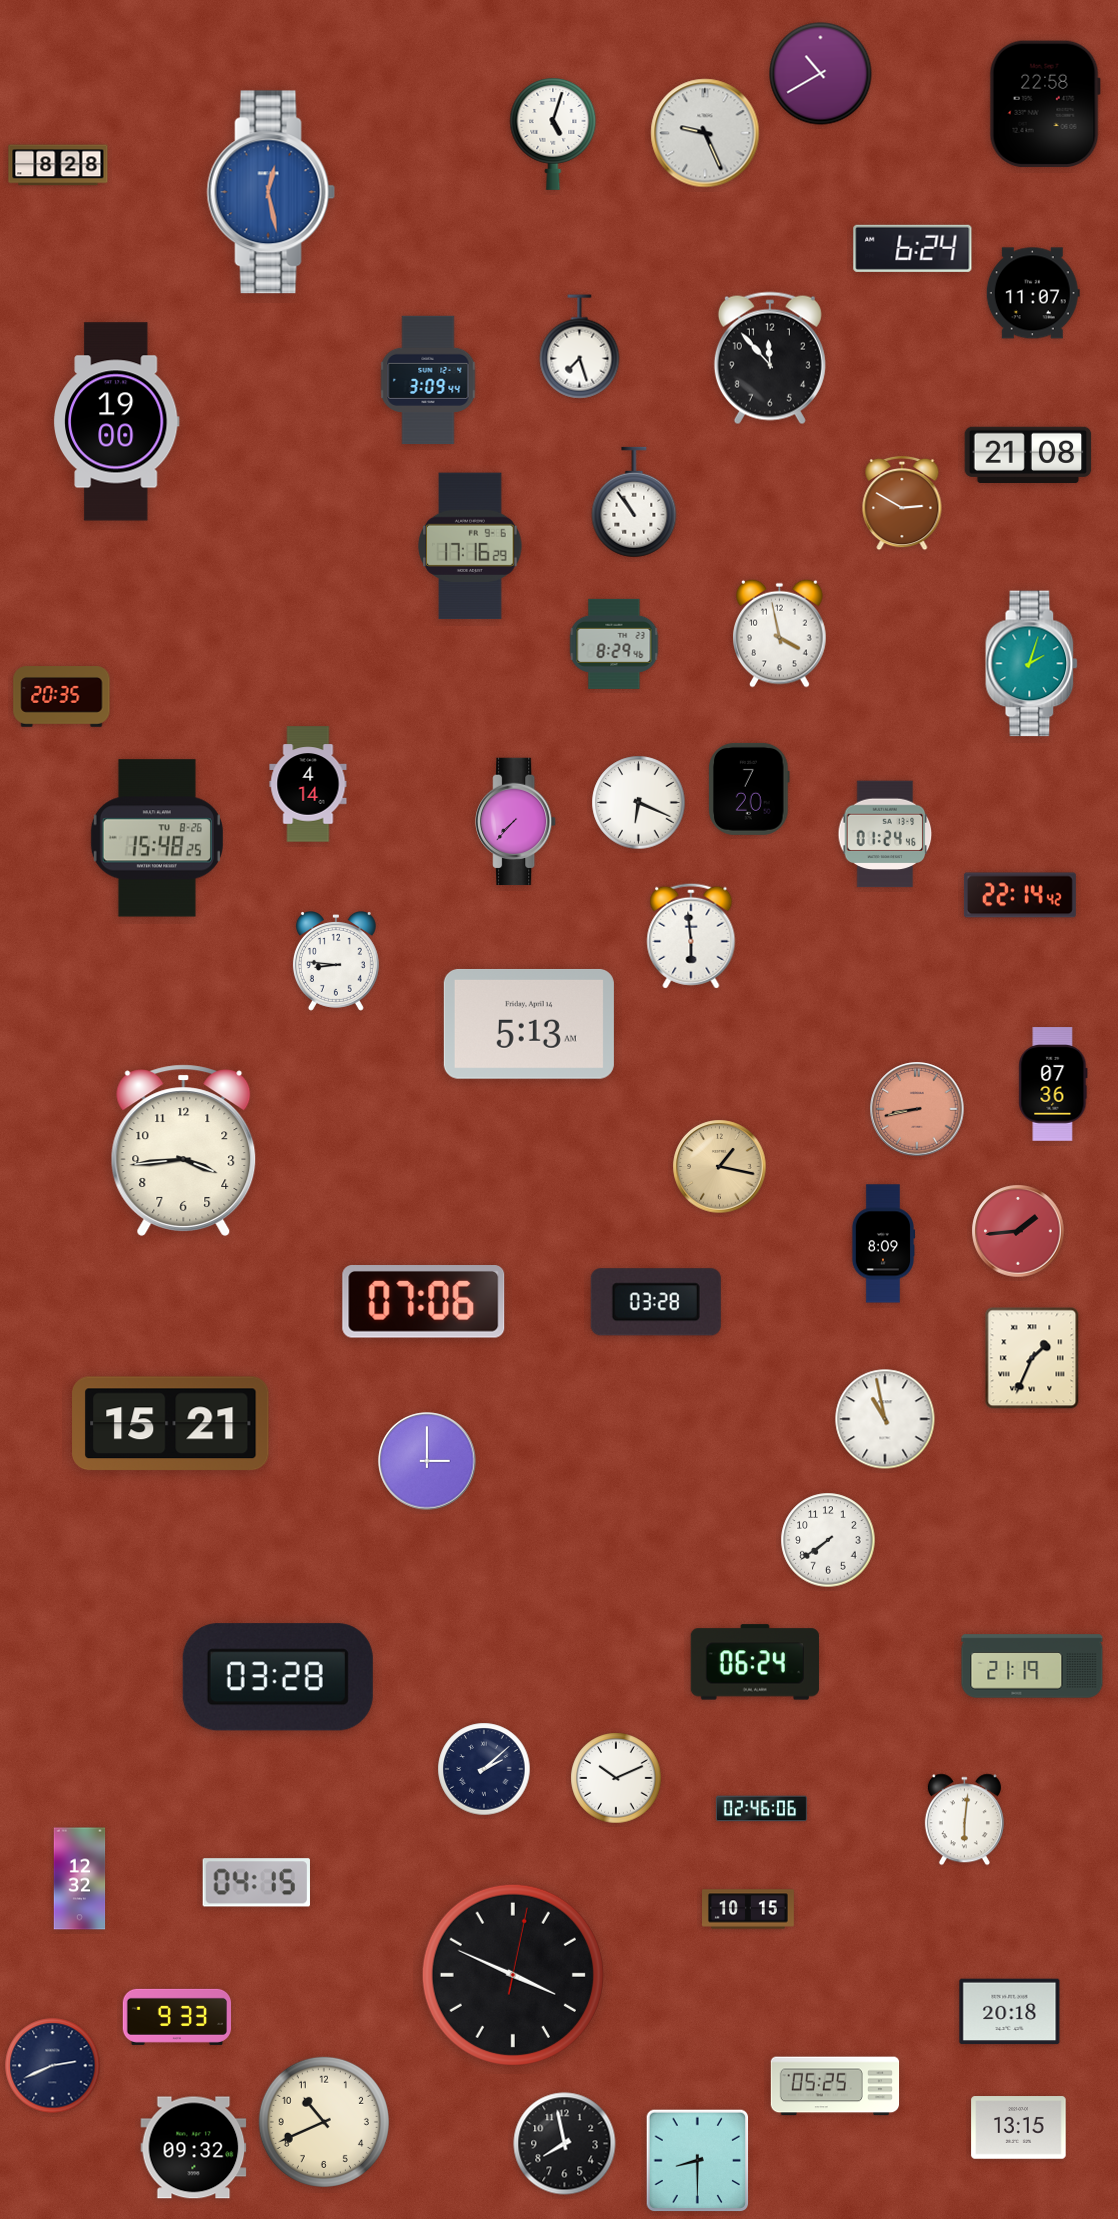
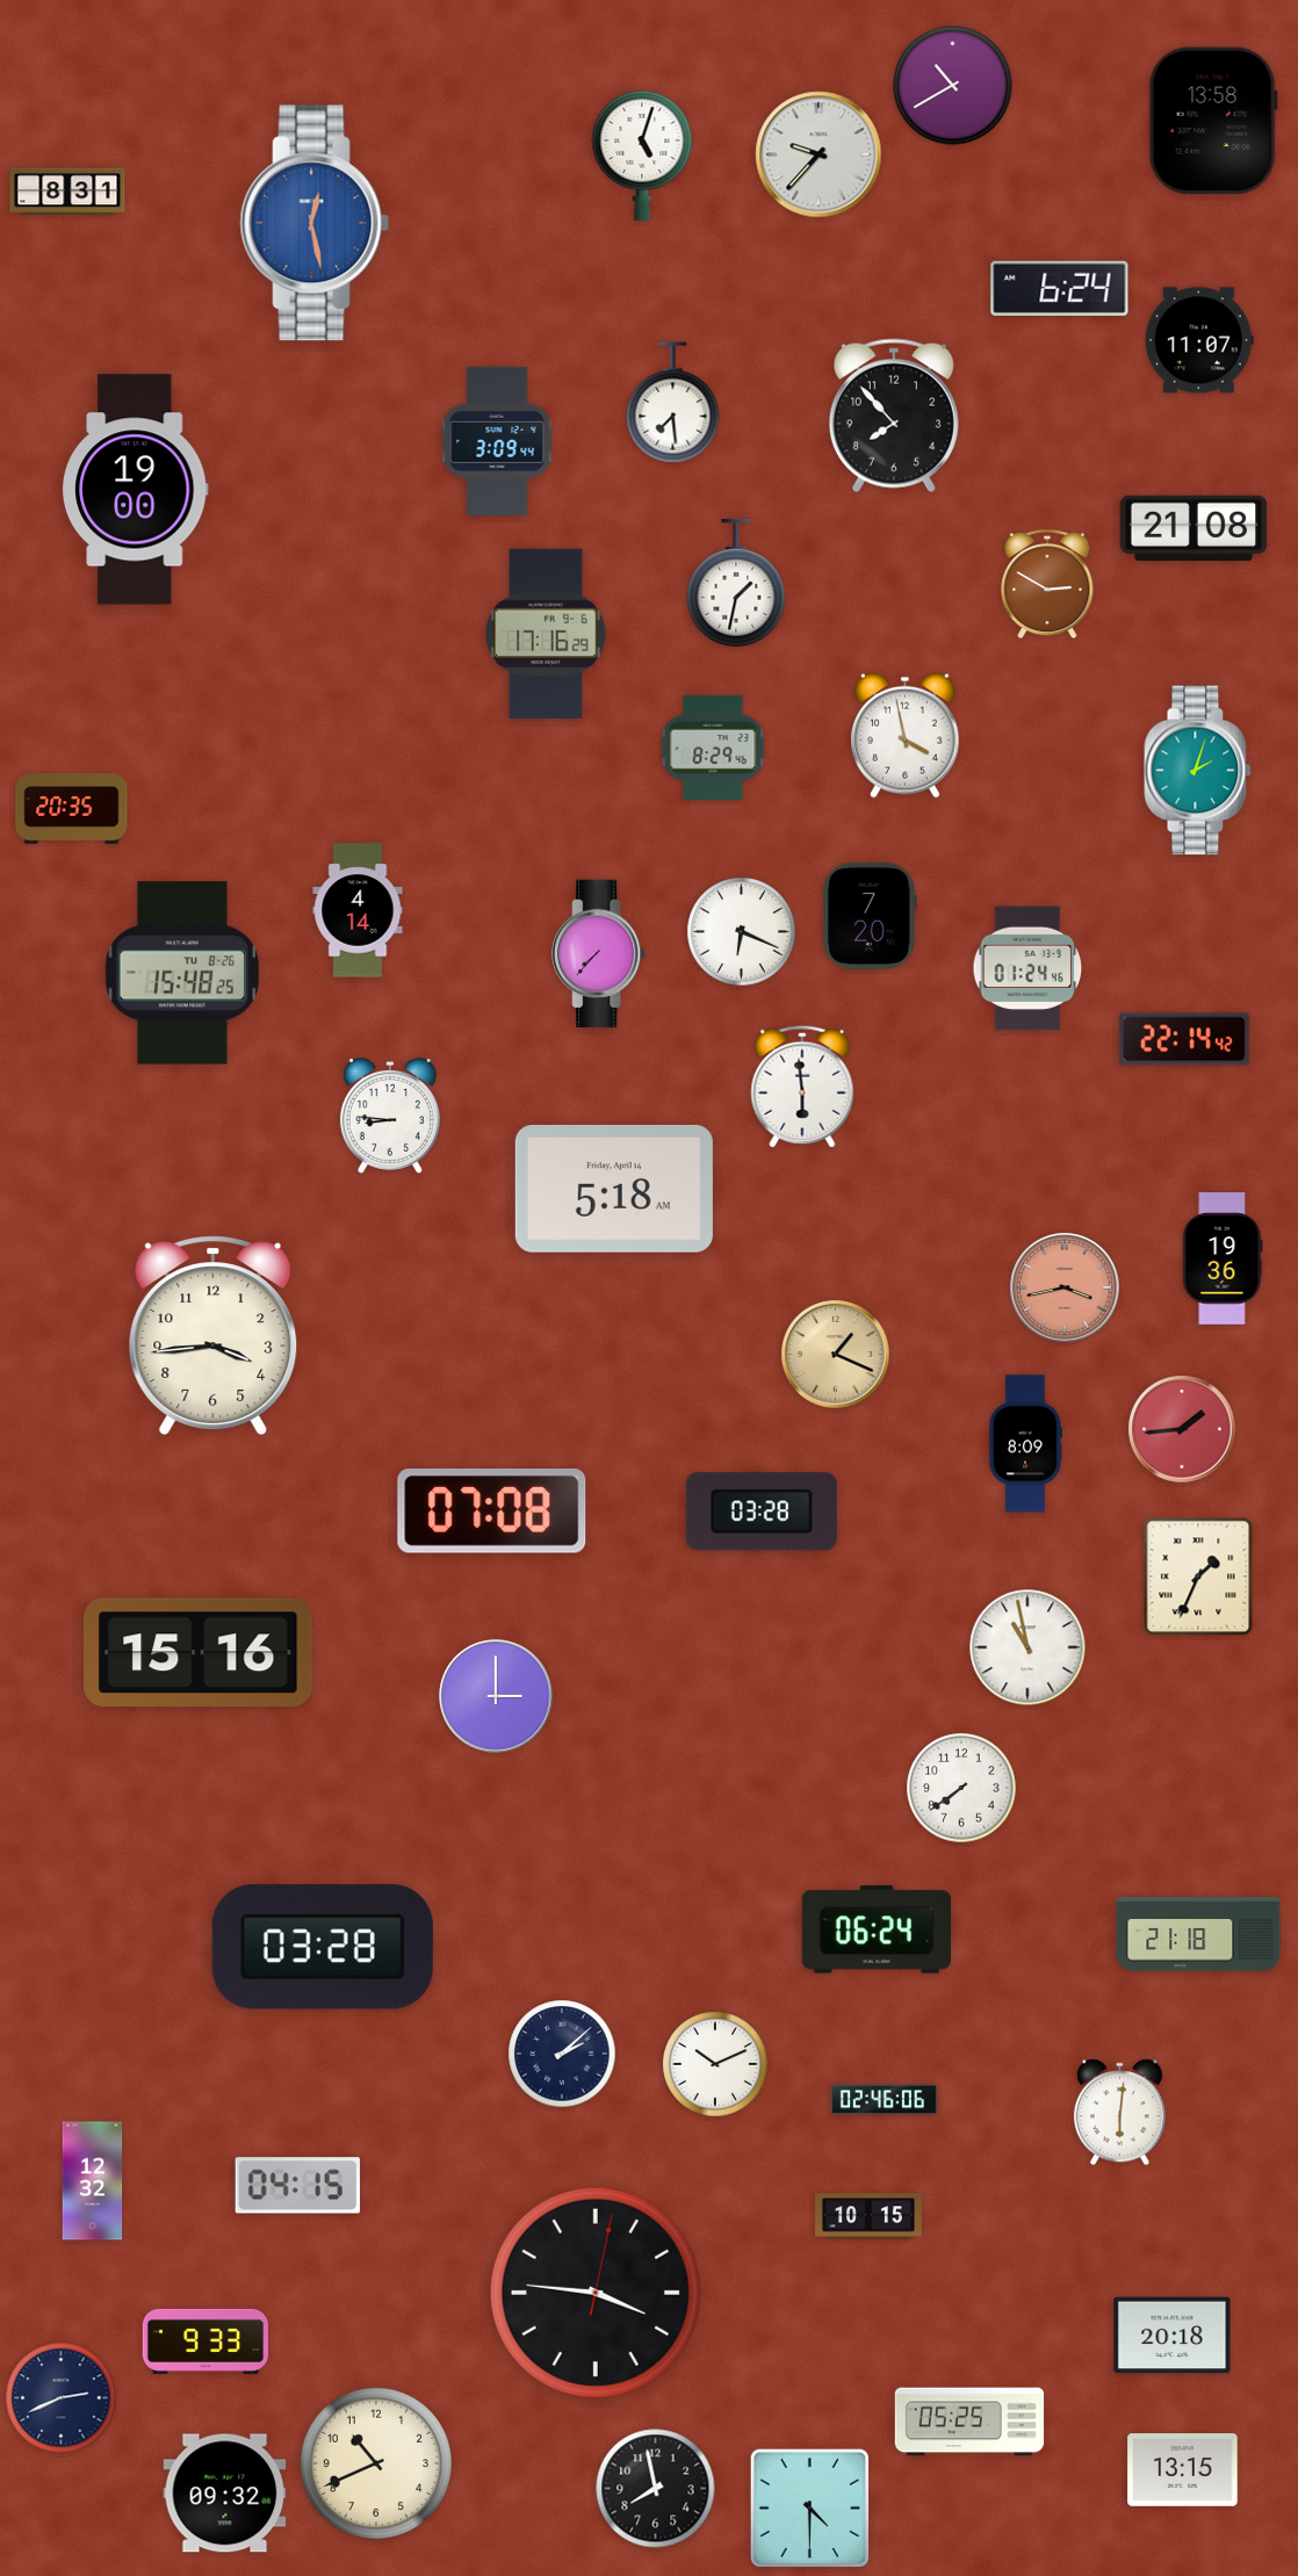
clock at (1045, 104): 22:58 -> 13:58
clock at (705, 133): 9:26 -> 9:37
clock at (58, 165): 8:28 -> 8:31
clock at (580, 347): 7:27 -> 7:29
clock at (770, 358): 11:53 -> 7:53
clock at (634, 502): 10:54 -> 1:32
clock at (529, 1024): 5:13 -> 5:18
clock at (1053, 1084): 07:36 -> 19:36
clock at (917, 1109): 8:43 -> 3:43
clock at (720, 1167): 1:17 -> 1:19
clock at (424, 1302): 07:06 -> 07:08
clock at (171, 1424): 15:21 -> 15:16
clock at (1032, 1666): 21:19 -> 21:18
clock at (513, 1975): 3:49 -> 3:46
clock at (698, 2161): 8:30 -> 4:30
